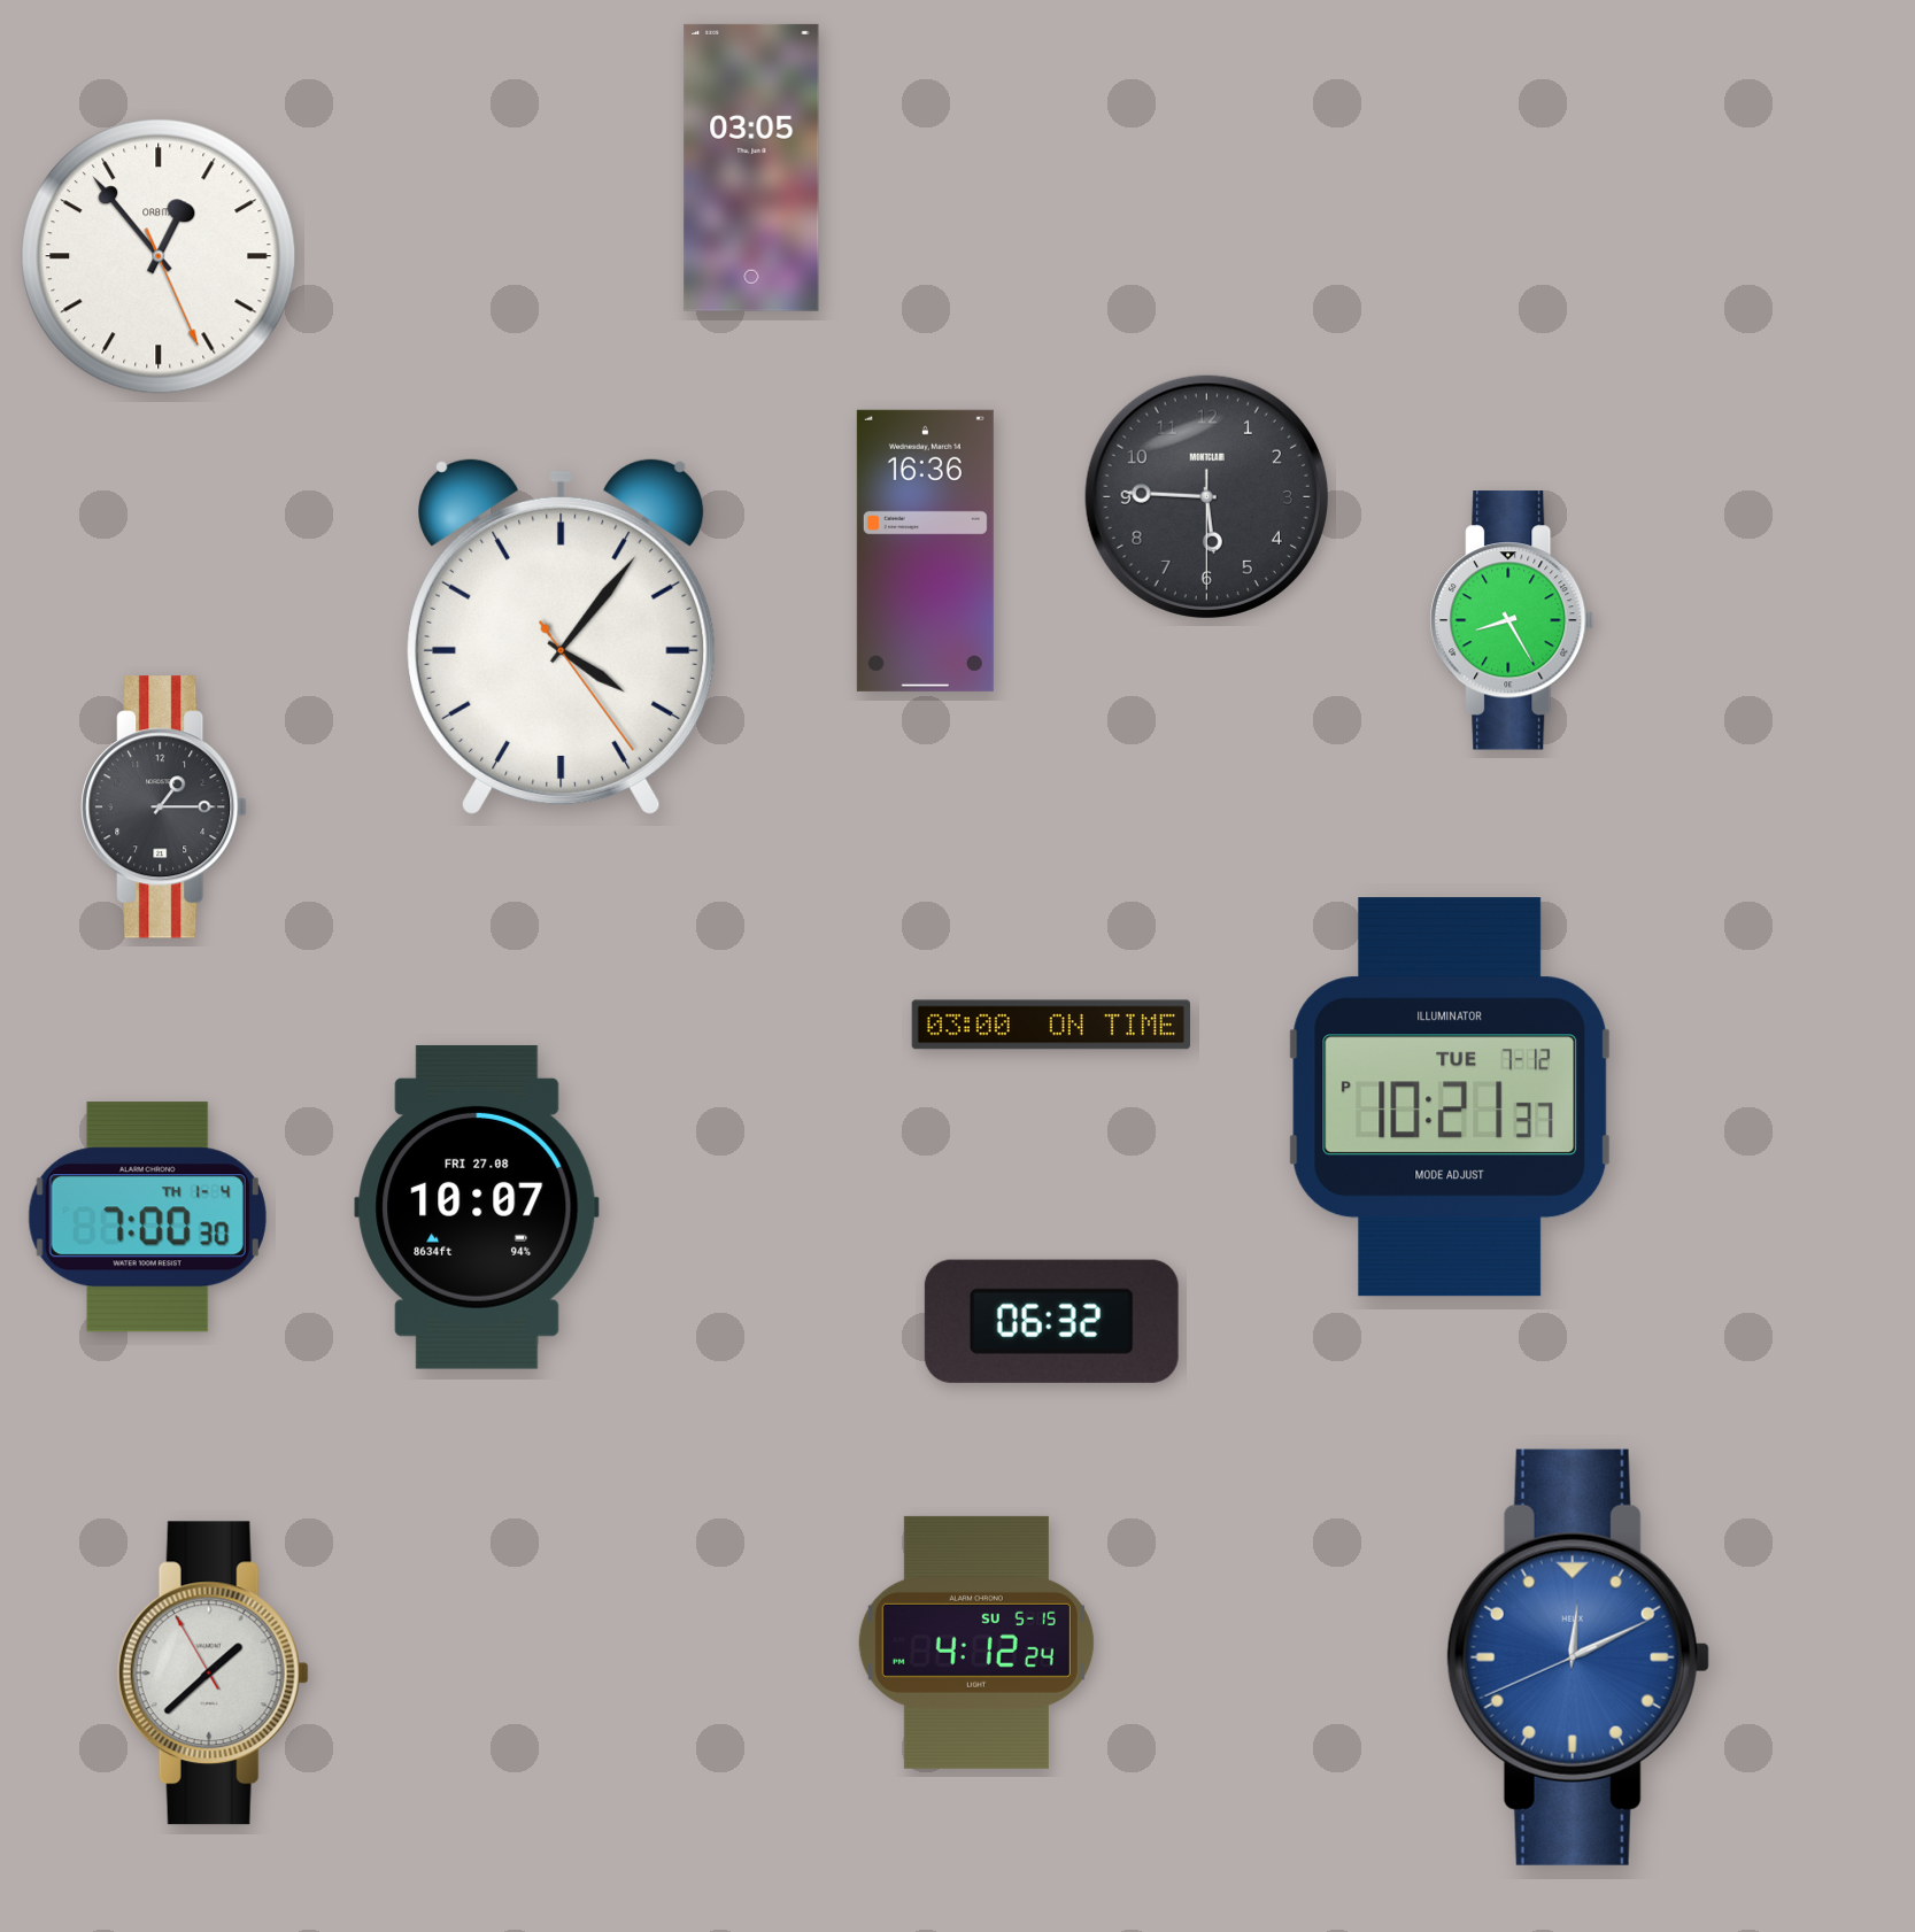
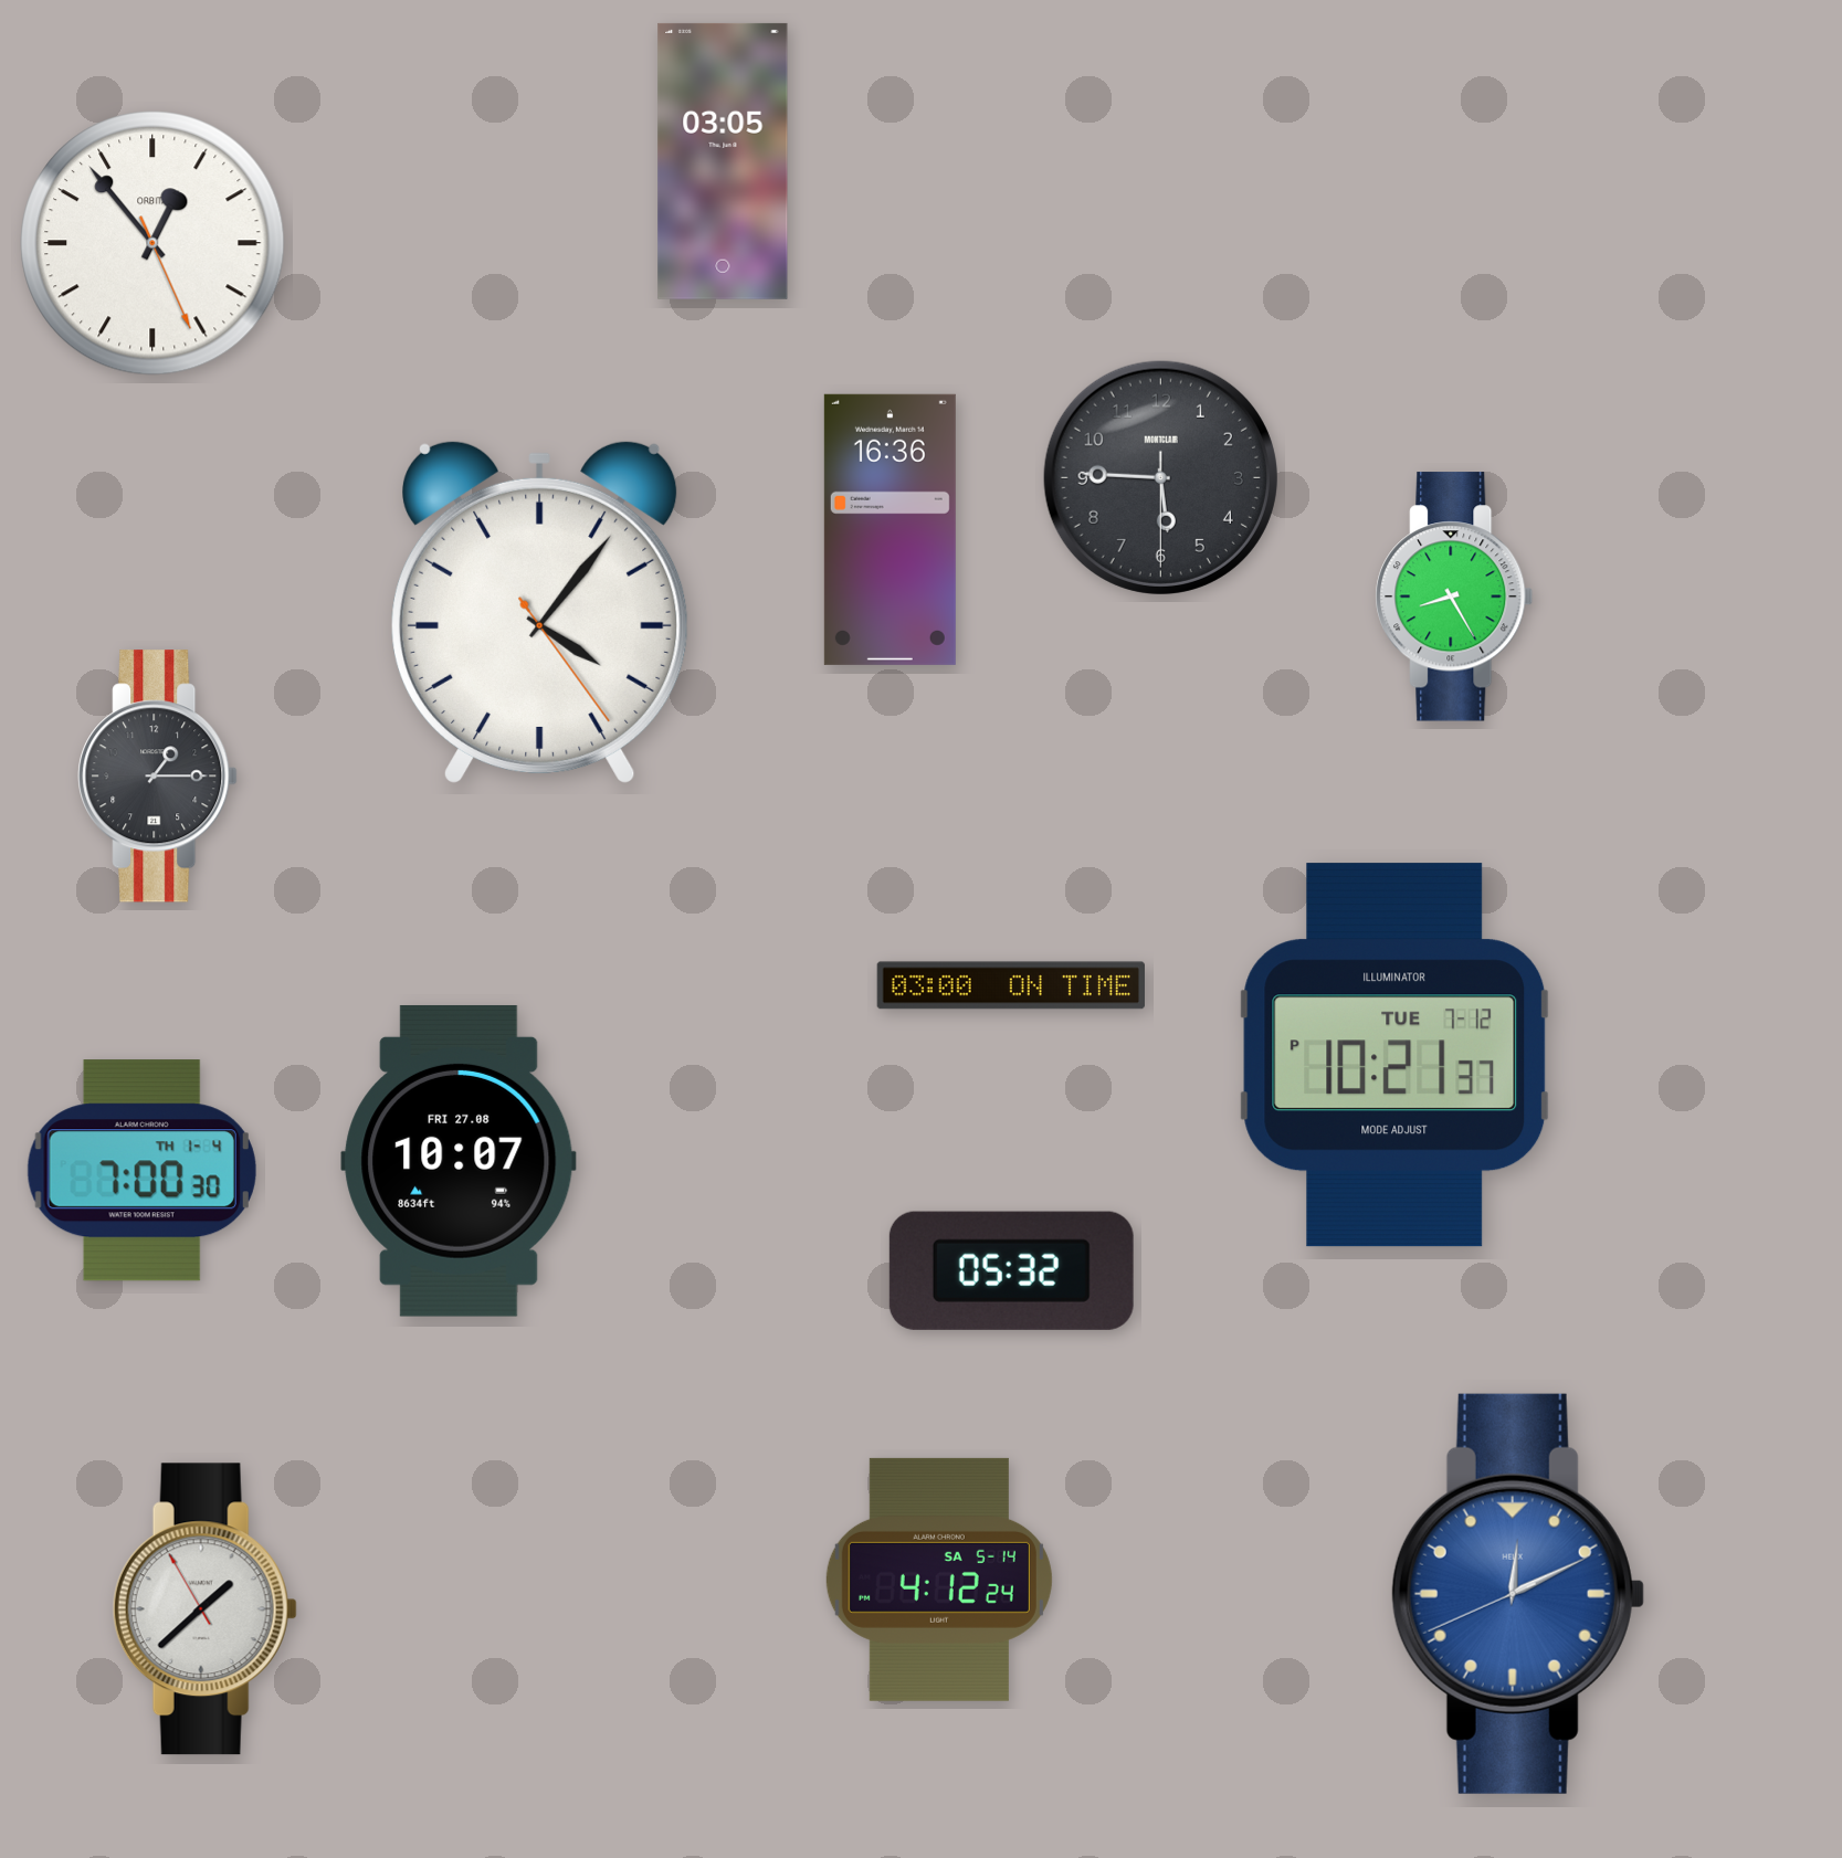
clock at (159, 256) position: (159, 256) -> (152, 243)
clock at (1051, 1321): 06:32 -> 05:32
clock at (976, 1643) date: SU 5-15 -> SA 5-14
